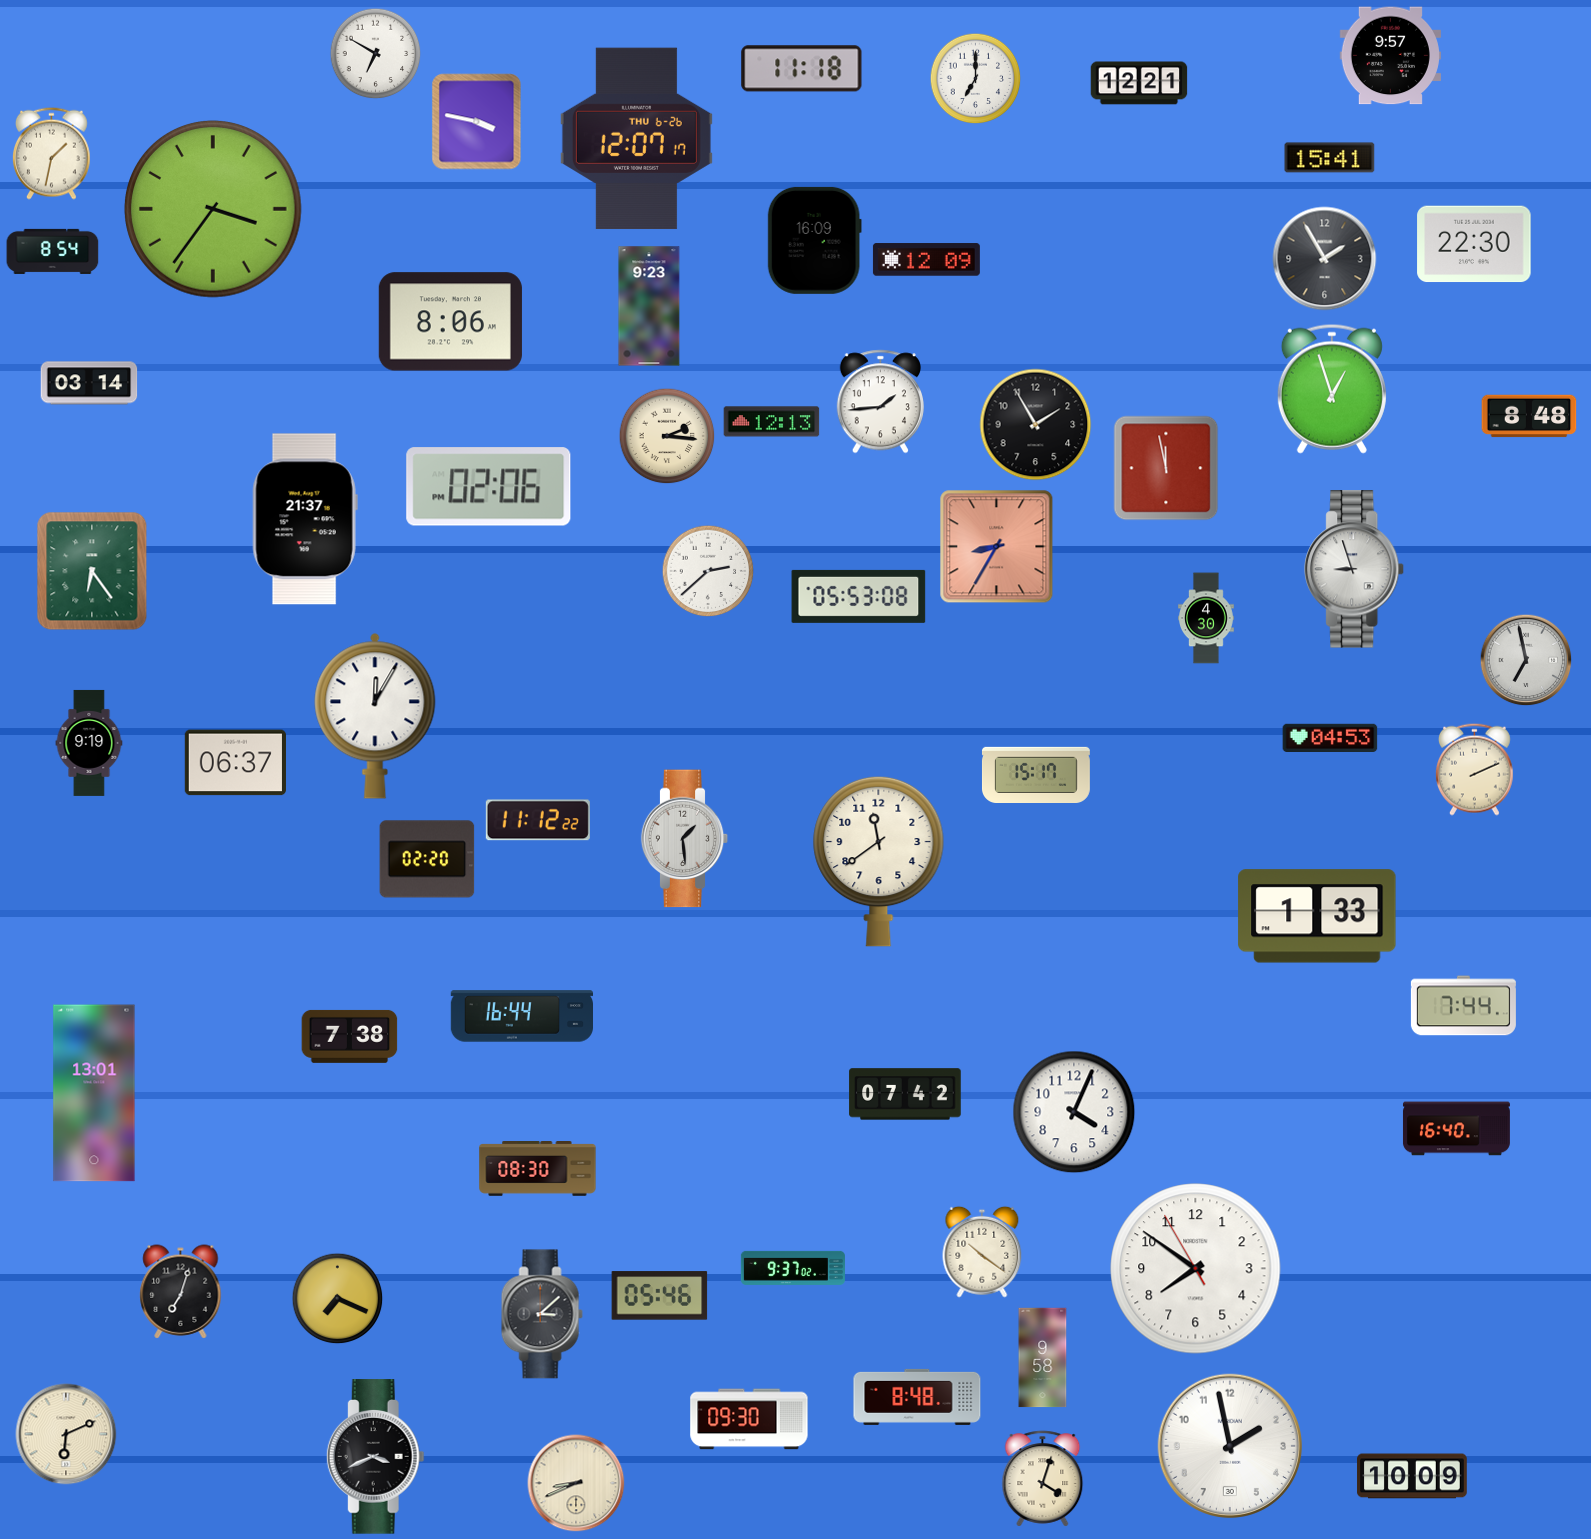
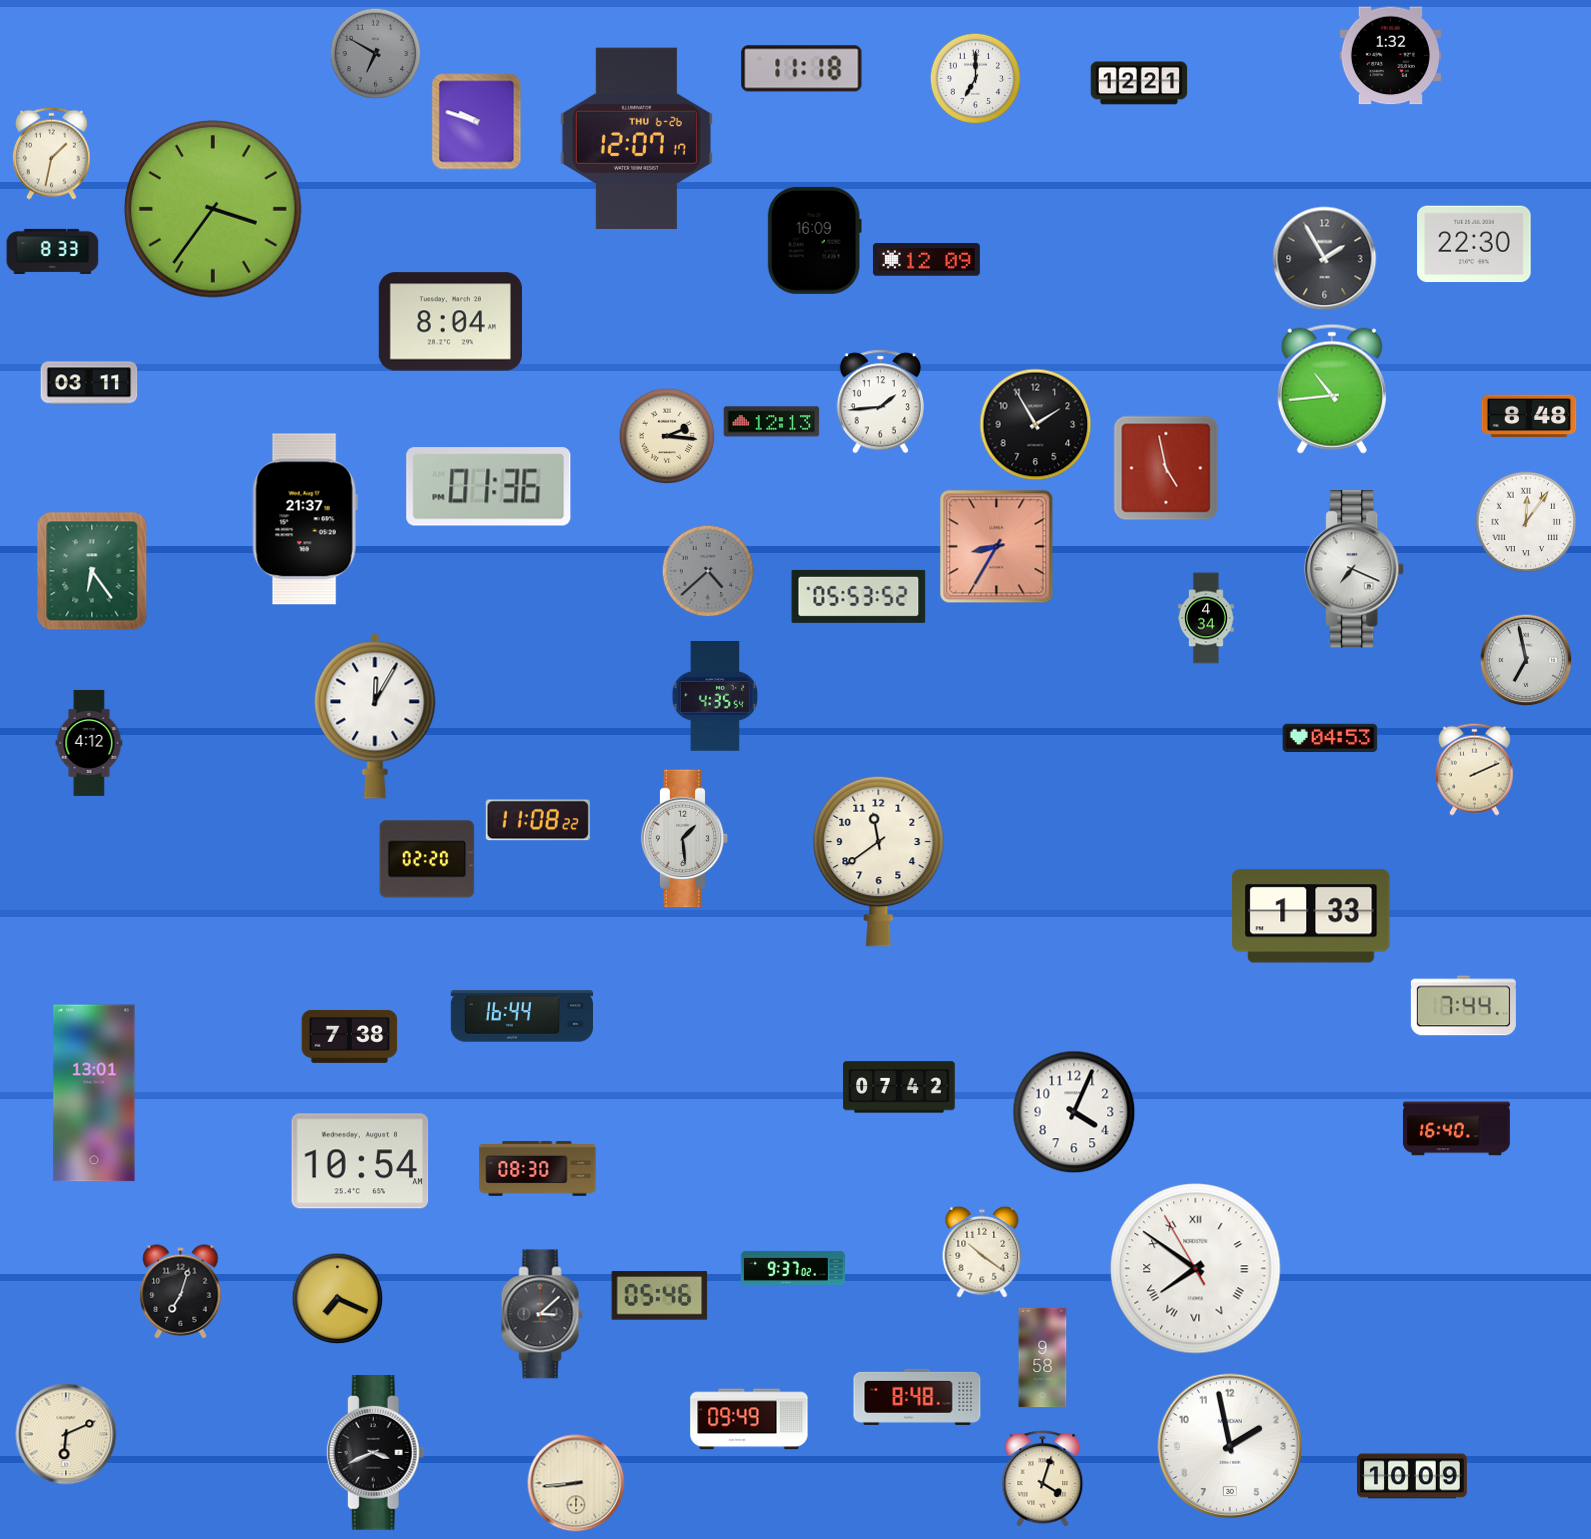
clock at (375, 53) dial: white -> grey
clock at (1390, 56): 9:57 -> 1:32
clock at (477, 122): 3:47 -> 9:48
clock at (1330, 158): 15:41 -> none
clock at (53, 251): 8:54 -> 8:33
clock at (649, 306): 9:23 -> none
clock at (450, 322): 8:06 -> 8:04
clock at (89, 383): 03:14 -> 03:11
clock at (1332, 389): 12:57 -> 10:44
clock at (1166, 468): 11:58 -> 4:58
clock at (489, 487): 02:06 -> 01:36
clock at (1526, 522): none -> 12:06
clock at (1355, 569): 8:57 -> 7:19
clock at (708, 571): 2:38 -> 4:38
clock at (708, 571) dial: white -> grey
clock at (859, 596): 05:53:08 -> 05:53:52
clock at (1207, 618): 4:30 -> 4:34
clock at (715, 697): none -> 4:35
clock at (89, 743): 9:19 -> 4:12
clock at (235, 763): 06:37 -> none
clock at (1036, 774): 15:17 -> none
clock at (538, 820): 11:12 -> 11:08
clock at (1317, 916) position: (1317, 916) -> (1311, 916)
clock at (905, 1094) position: (905, 1094) -> (899, 1087)
clock at (360, 1161): none -> 10:54
clock at (1196, 1269) numerals: Arabic -> Roman
clock at (749, 1419): 09:30 -> 09:49
clock at (375, 1457) position: (375, 1457) -> (375, 1453)
clock at (576, 1483): 8:41 -> 8:44
